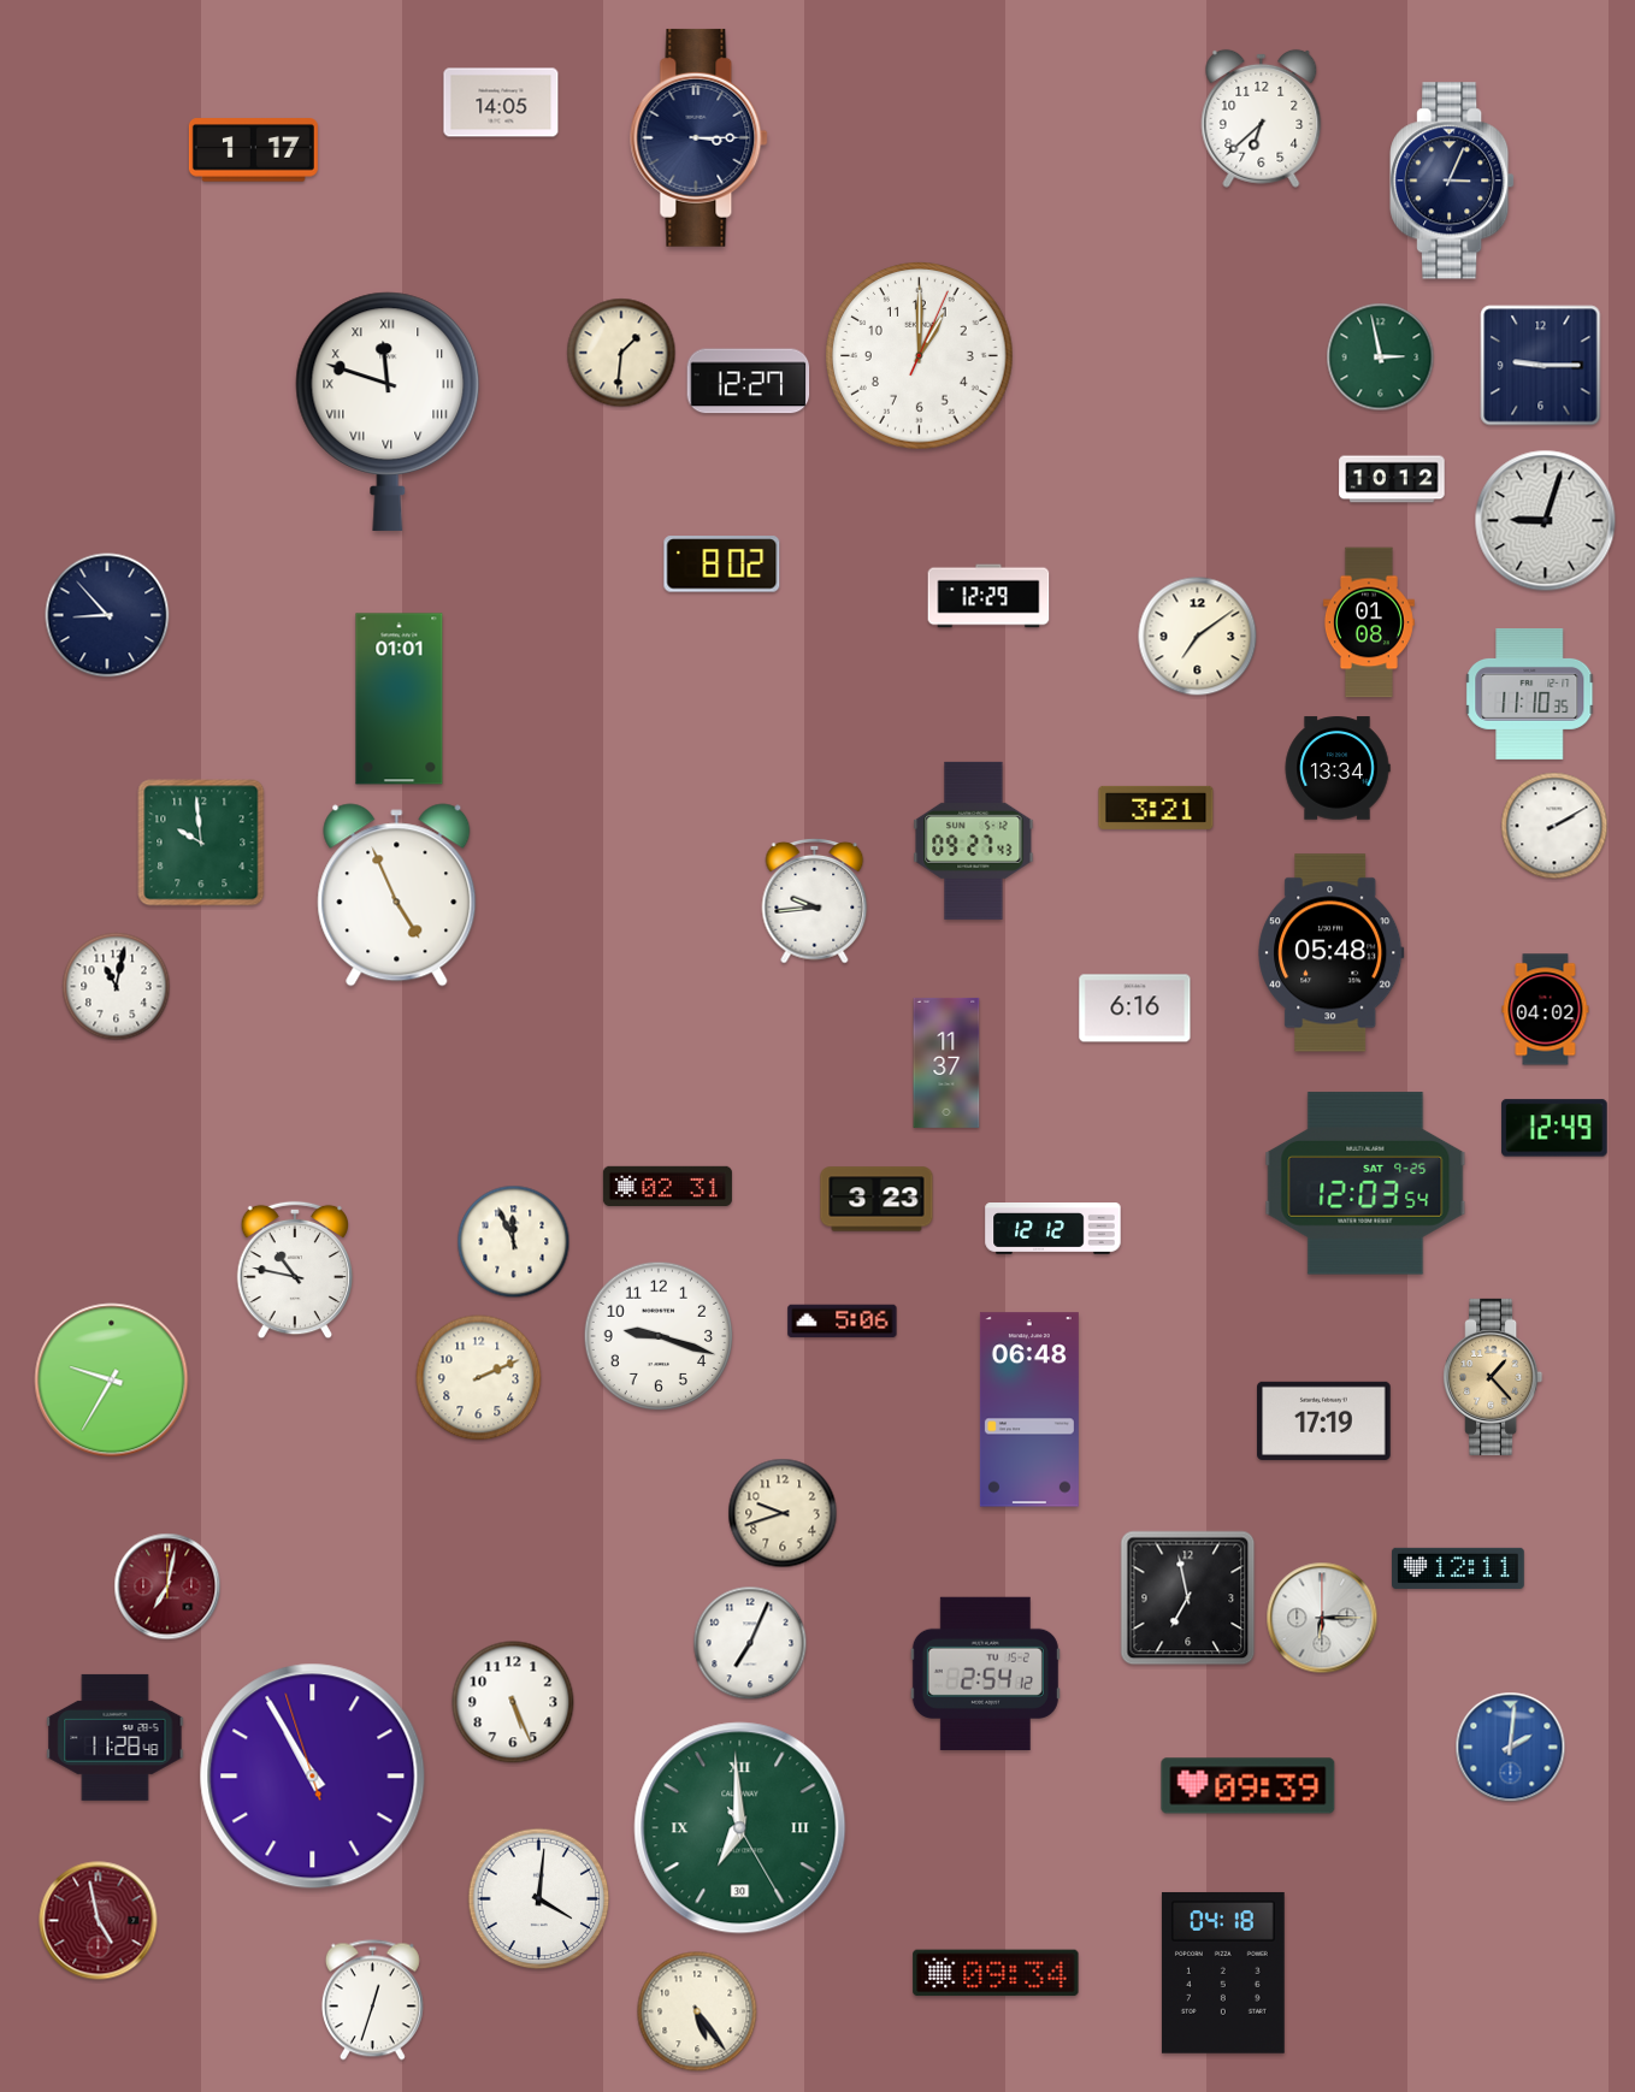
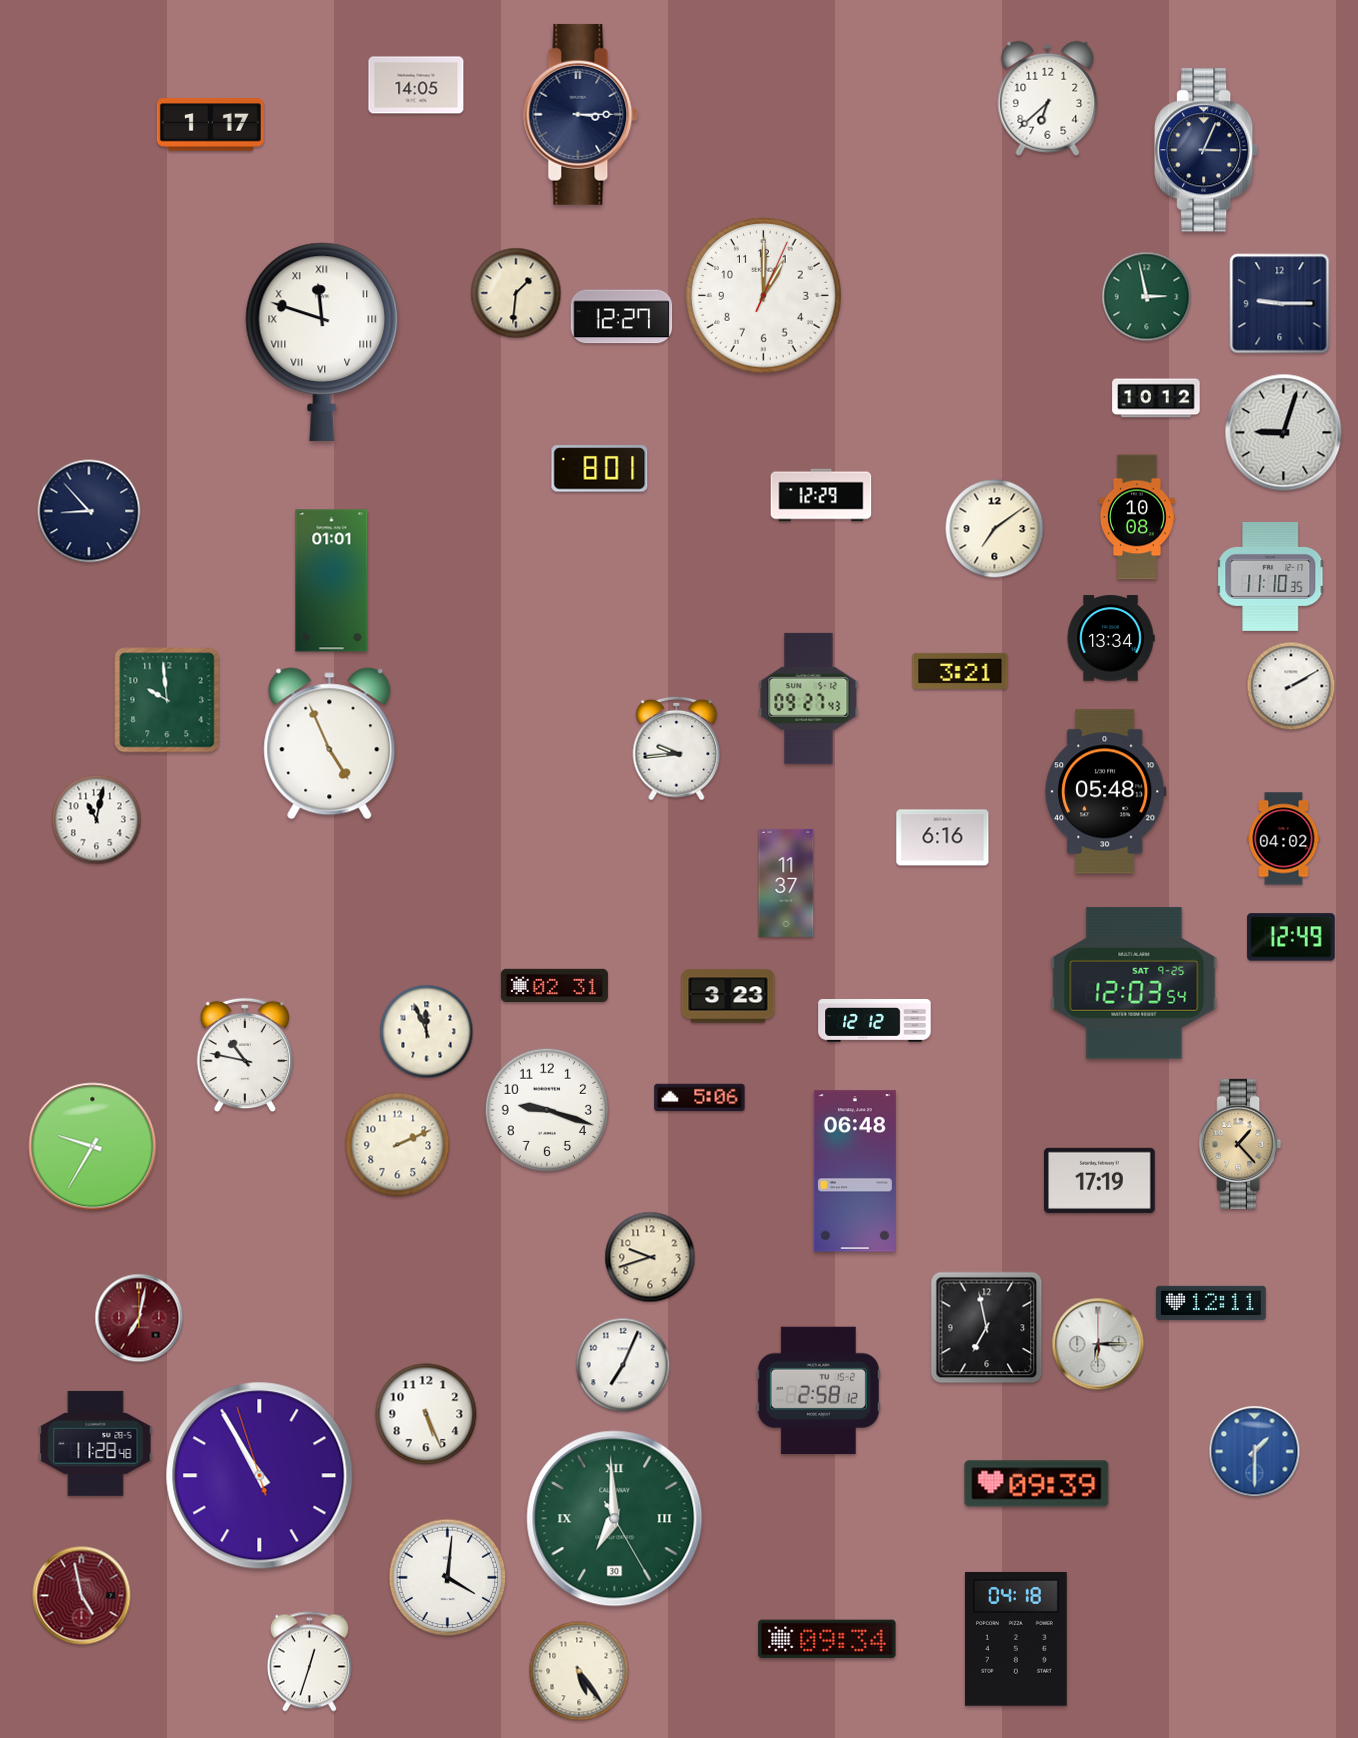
clock at (722, 565): 8:02 -> 8:01
clock at (1369, 622): 01:08 -> 10:08
clock at (985, 1673): 2:54 -> 2:58
clock at (1511, 1748): 2:01 -> 1:30
